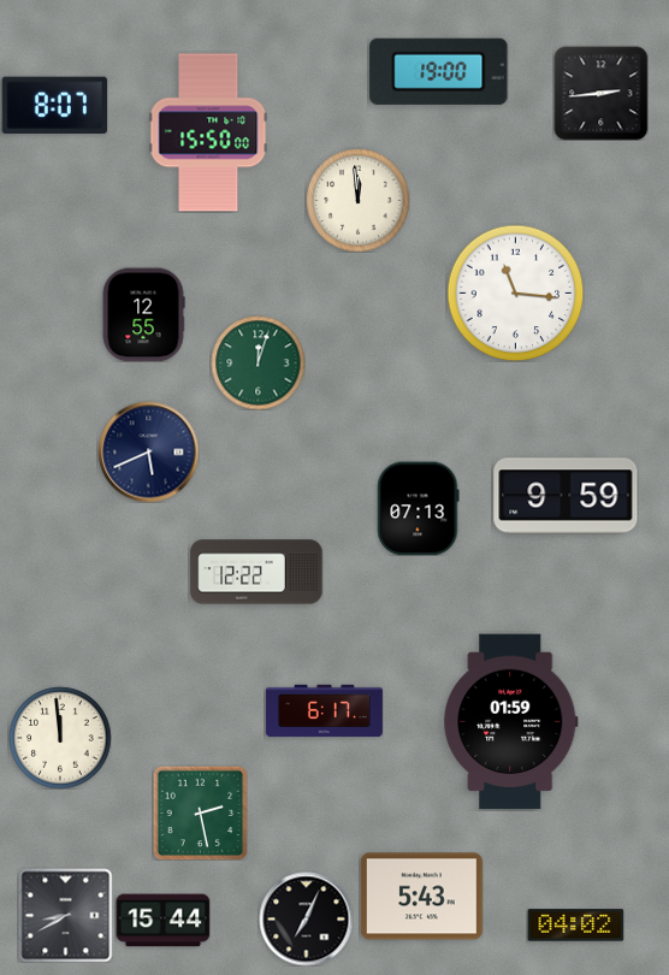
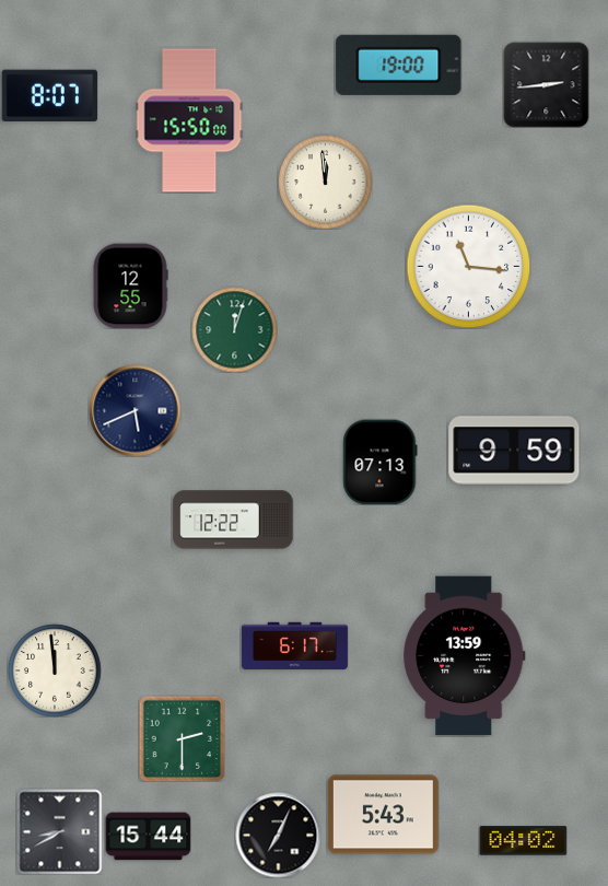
clock at (511, 722): 01:59 -> 13:59
clock at (200, 812): 2:28 -> 2:30
